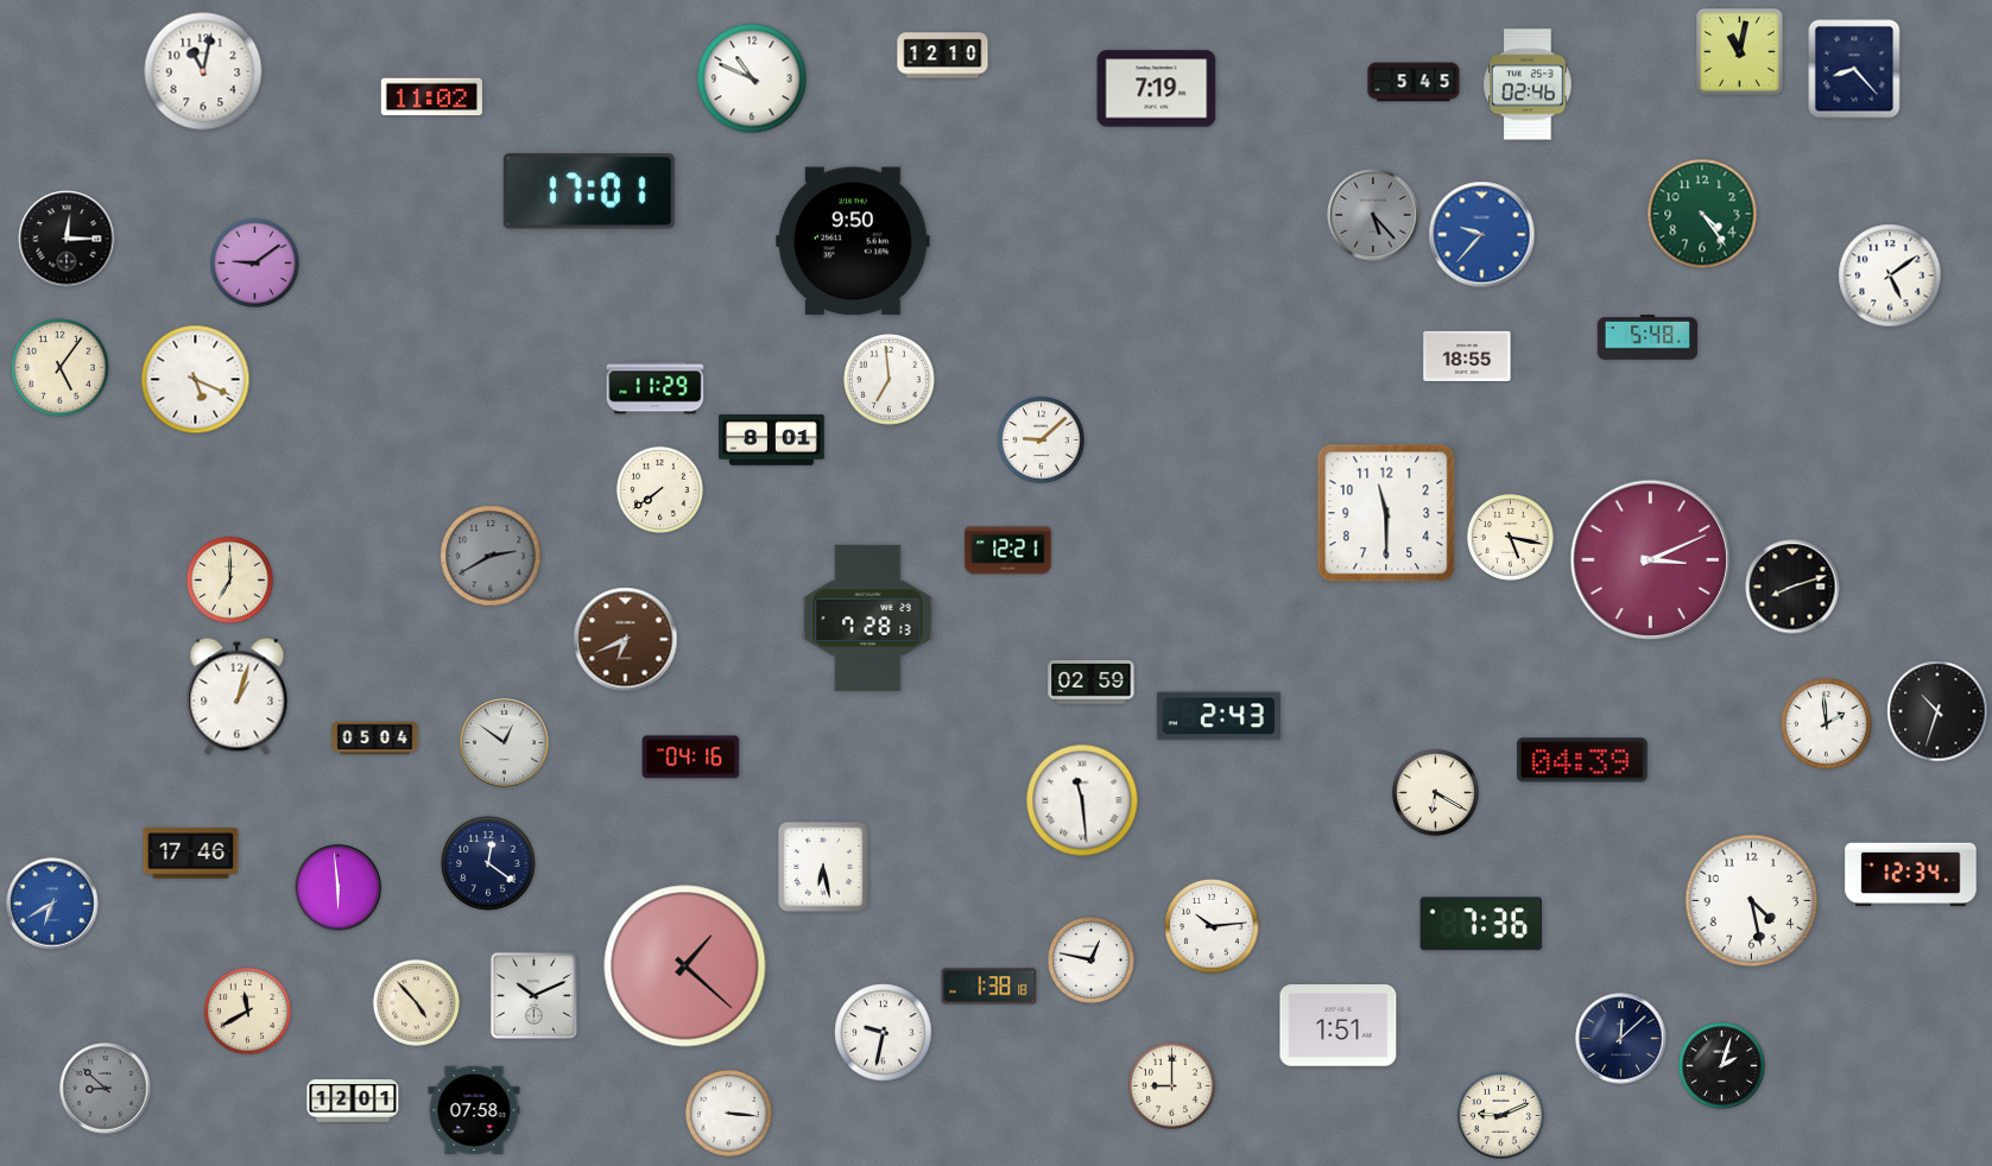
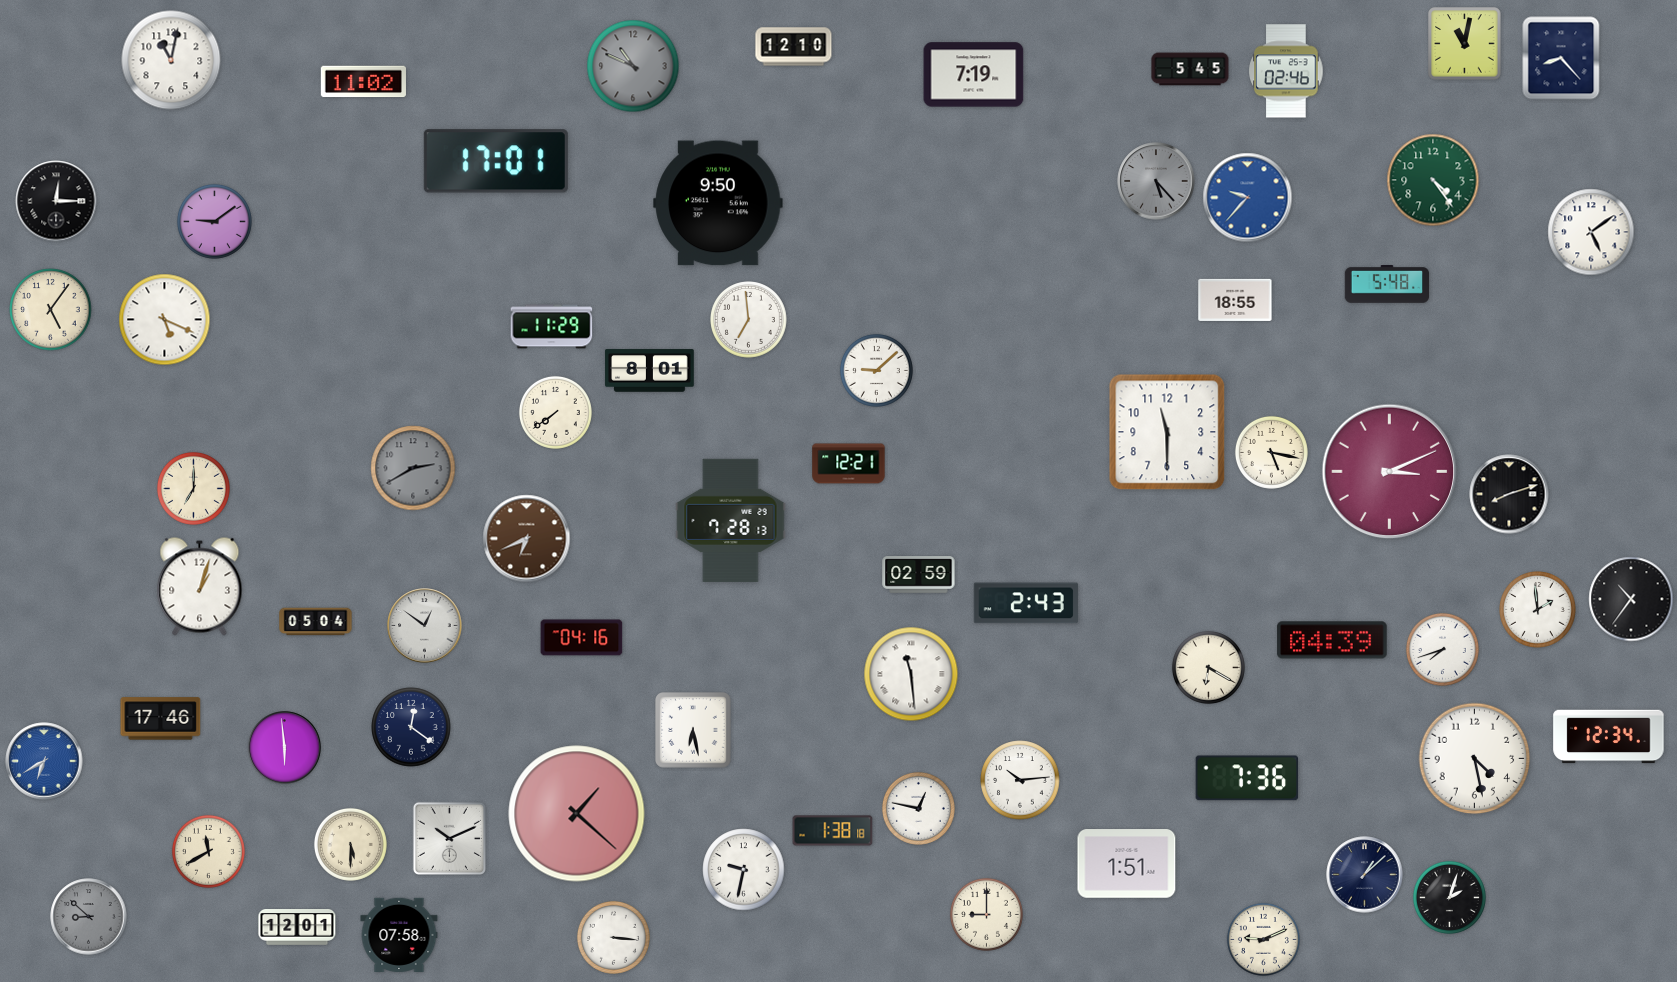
clock at (752, 78) dial: white -> grey
clock at (1937, 711): 10:33 -> 10:36
clock at (1442, 649): none -> 7:42
clock at (416, 1002): 4:53 -> 5:30
clock at (1621, 1039): 12:08 -> 1:08
